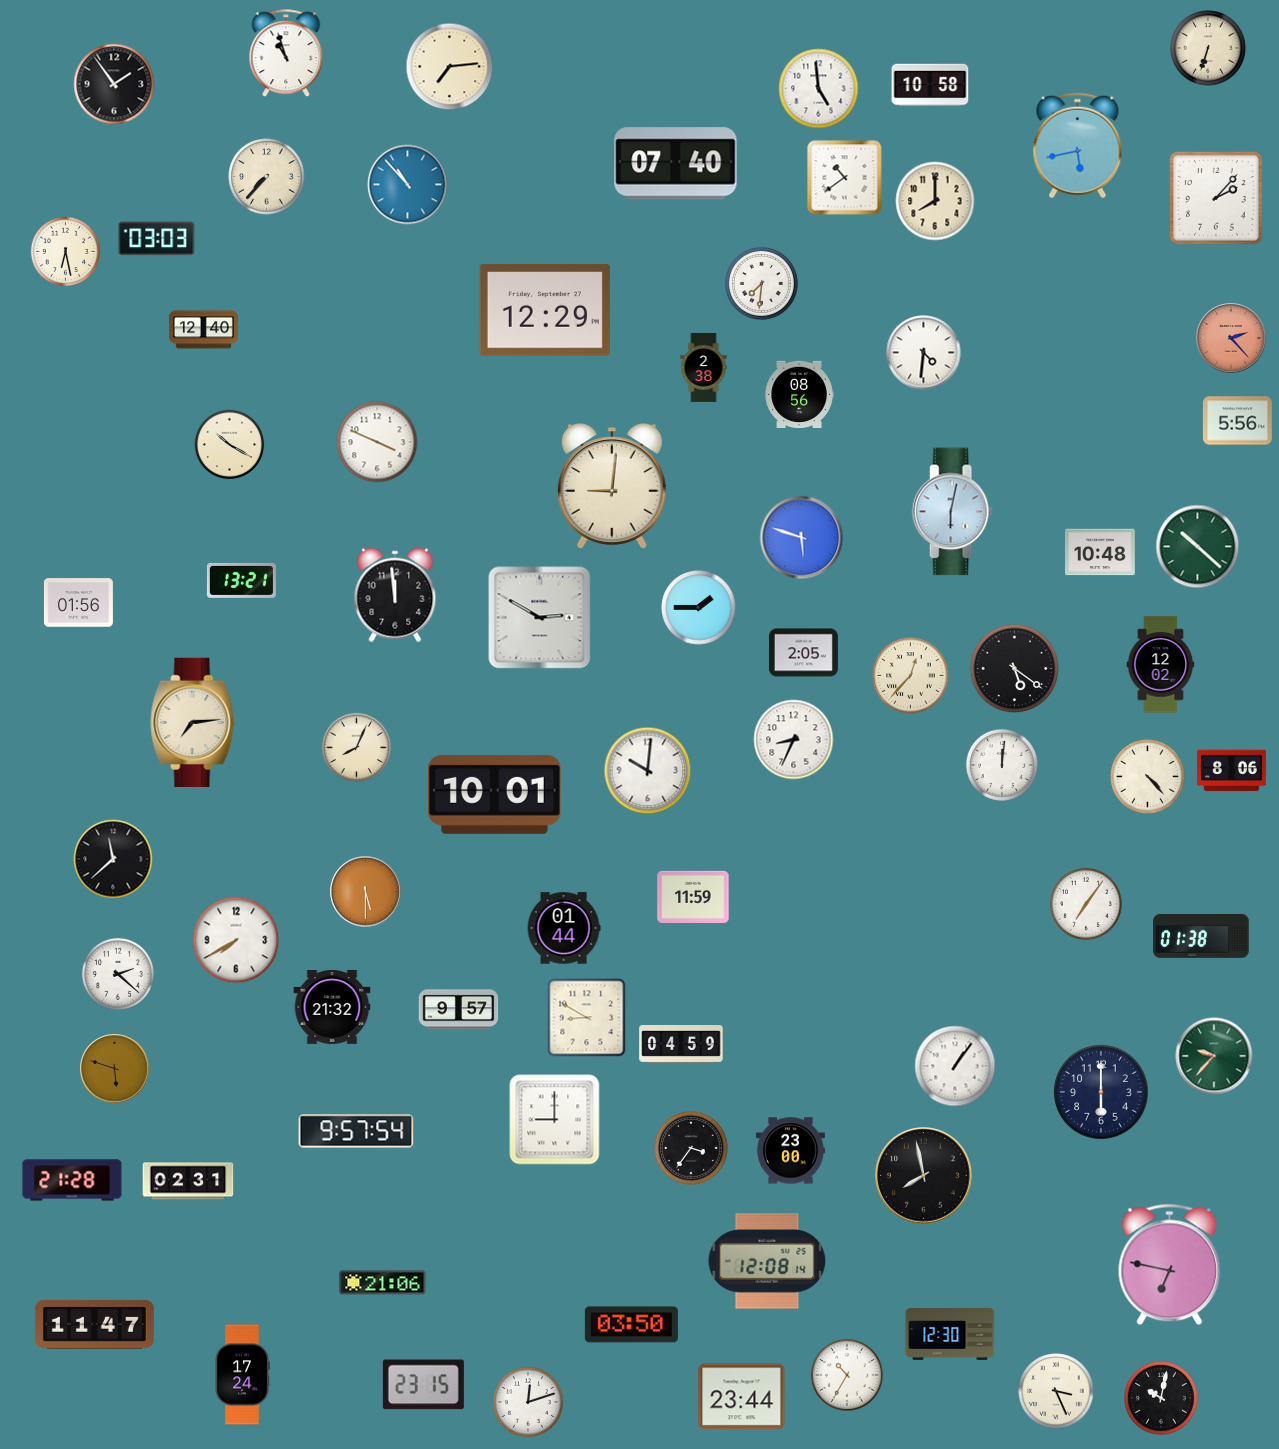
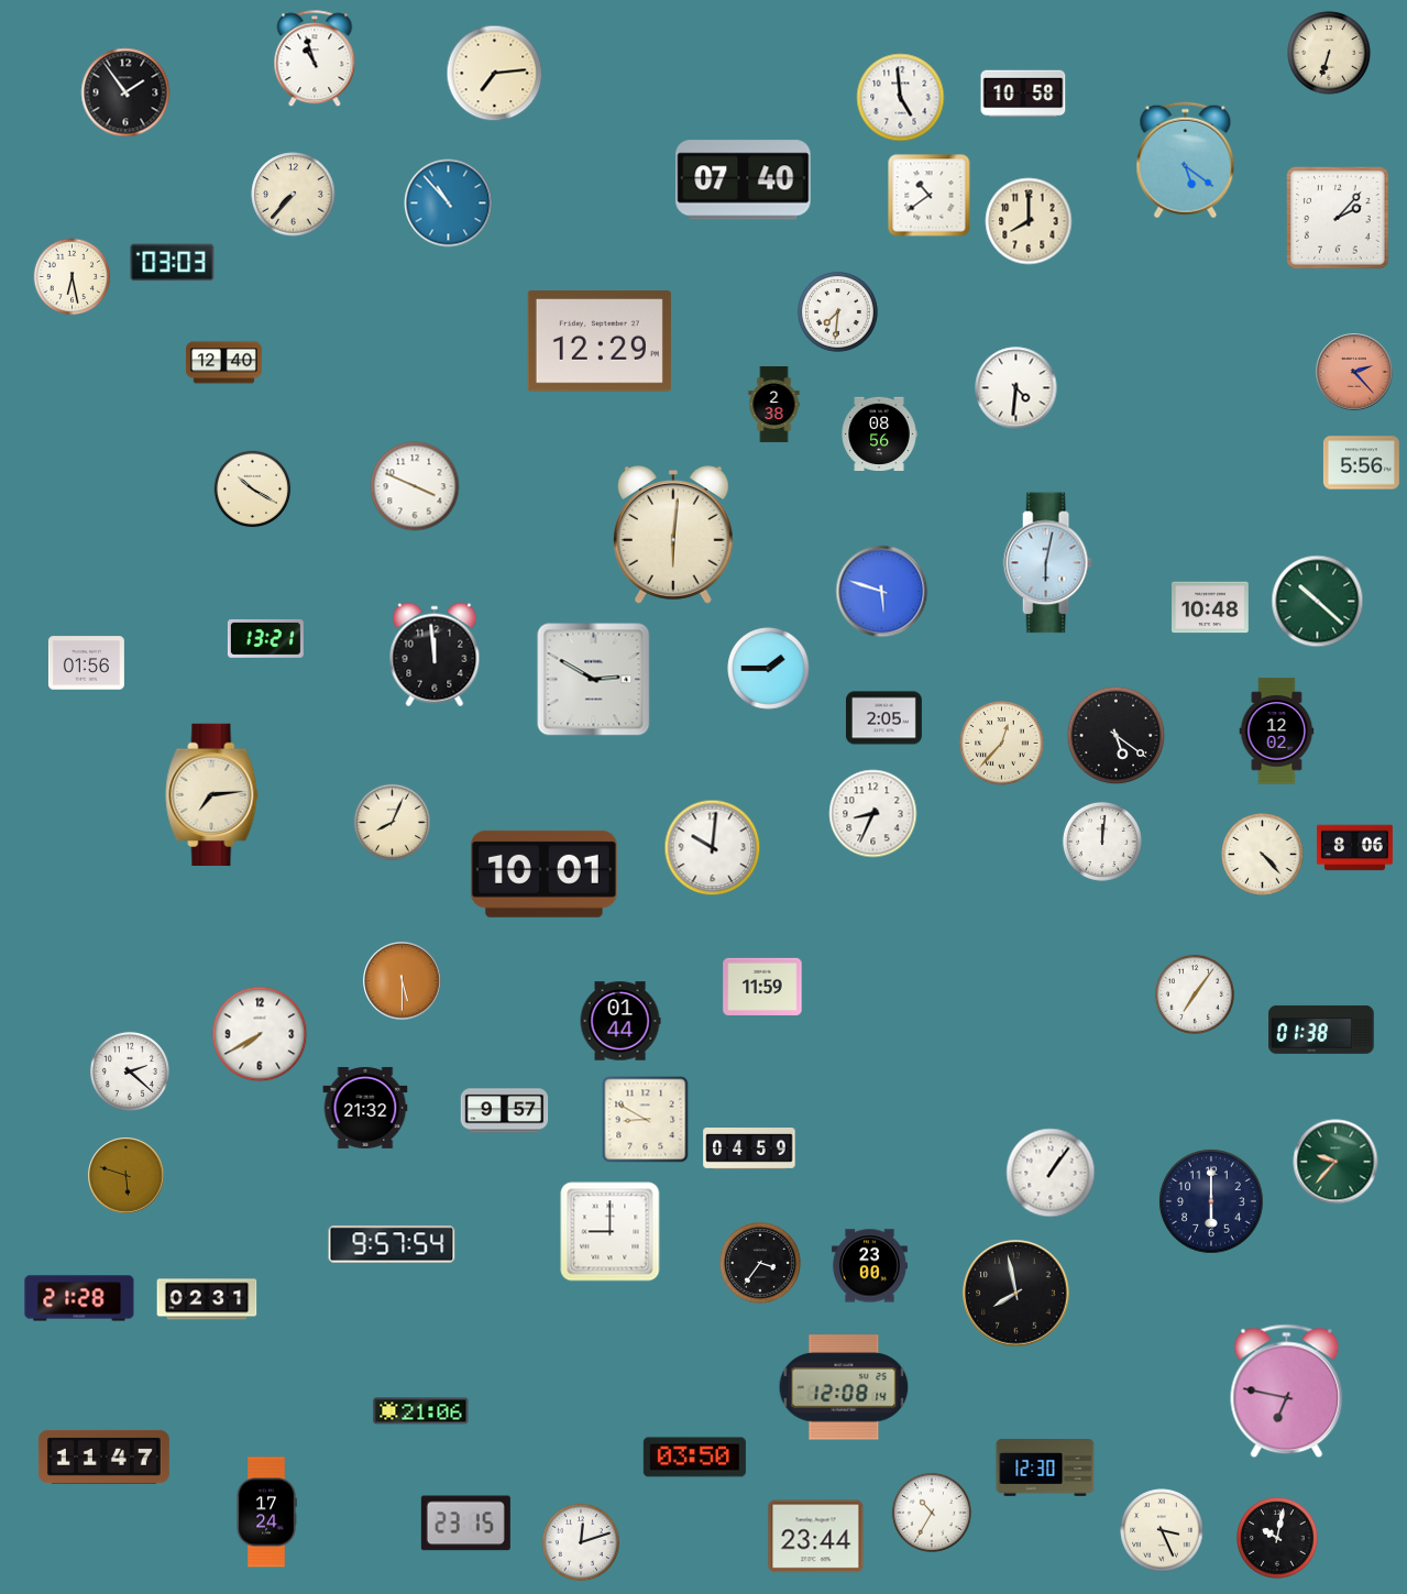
clock at (1078, 146): 5:43 -> 5:21
clock at (612, 486): 9:01 -> 6:01
clock at (113, 859): 11:38 -> none
